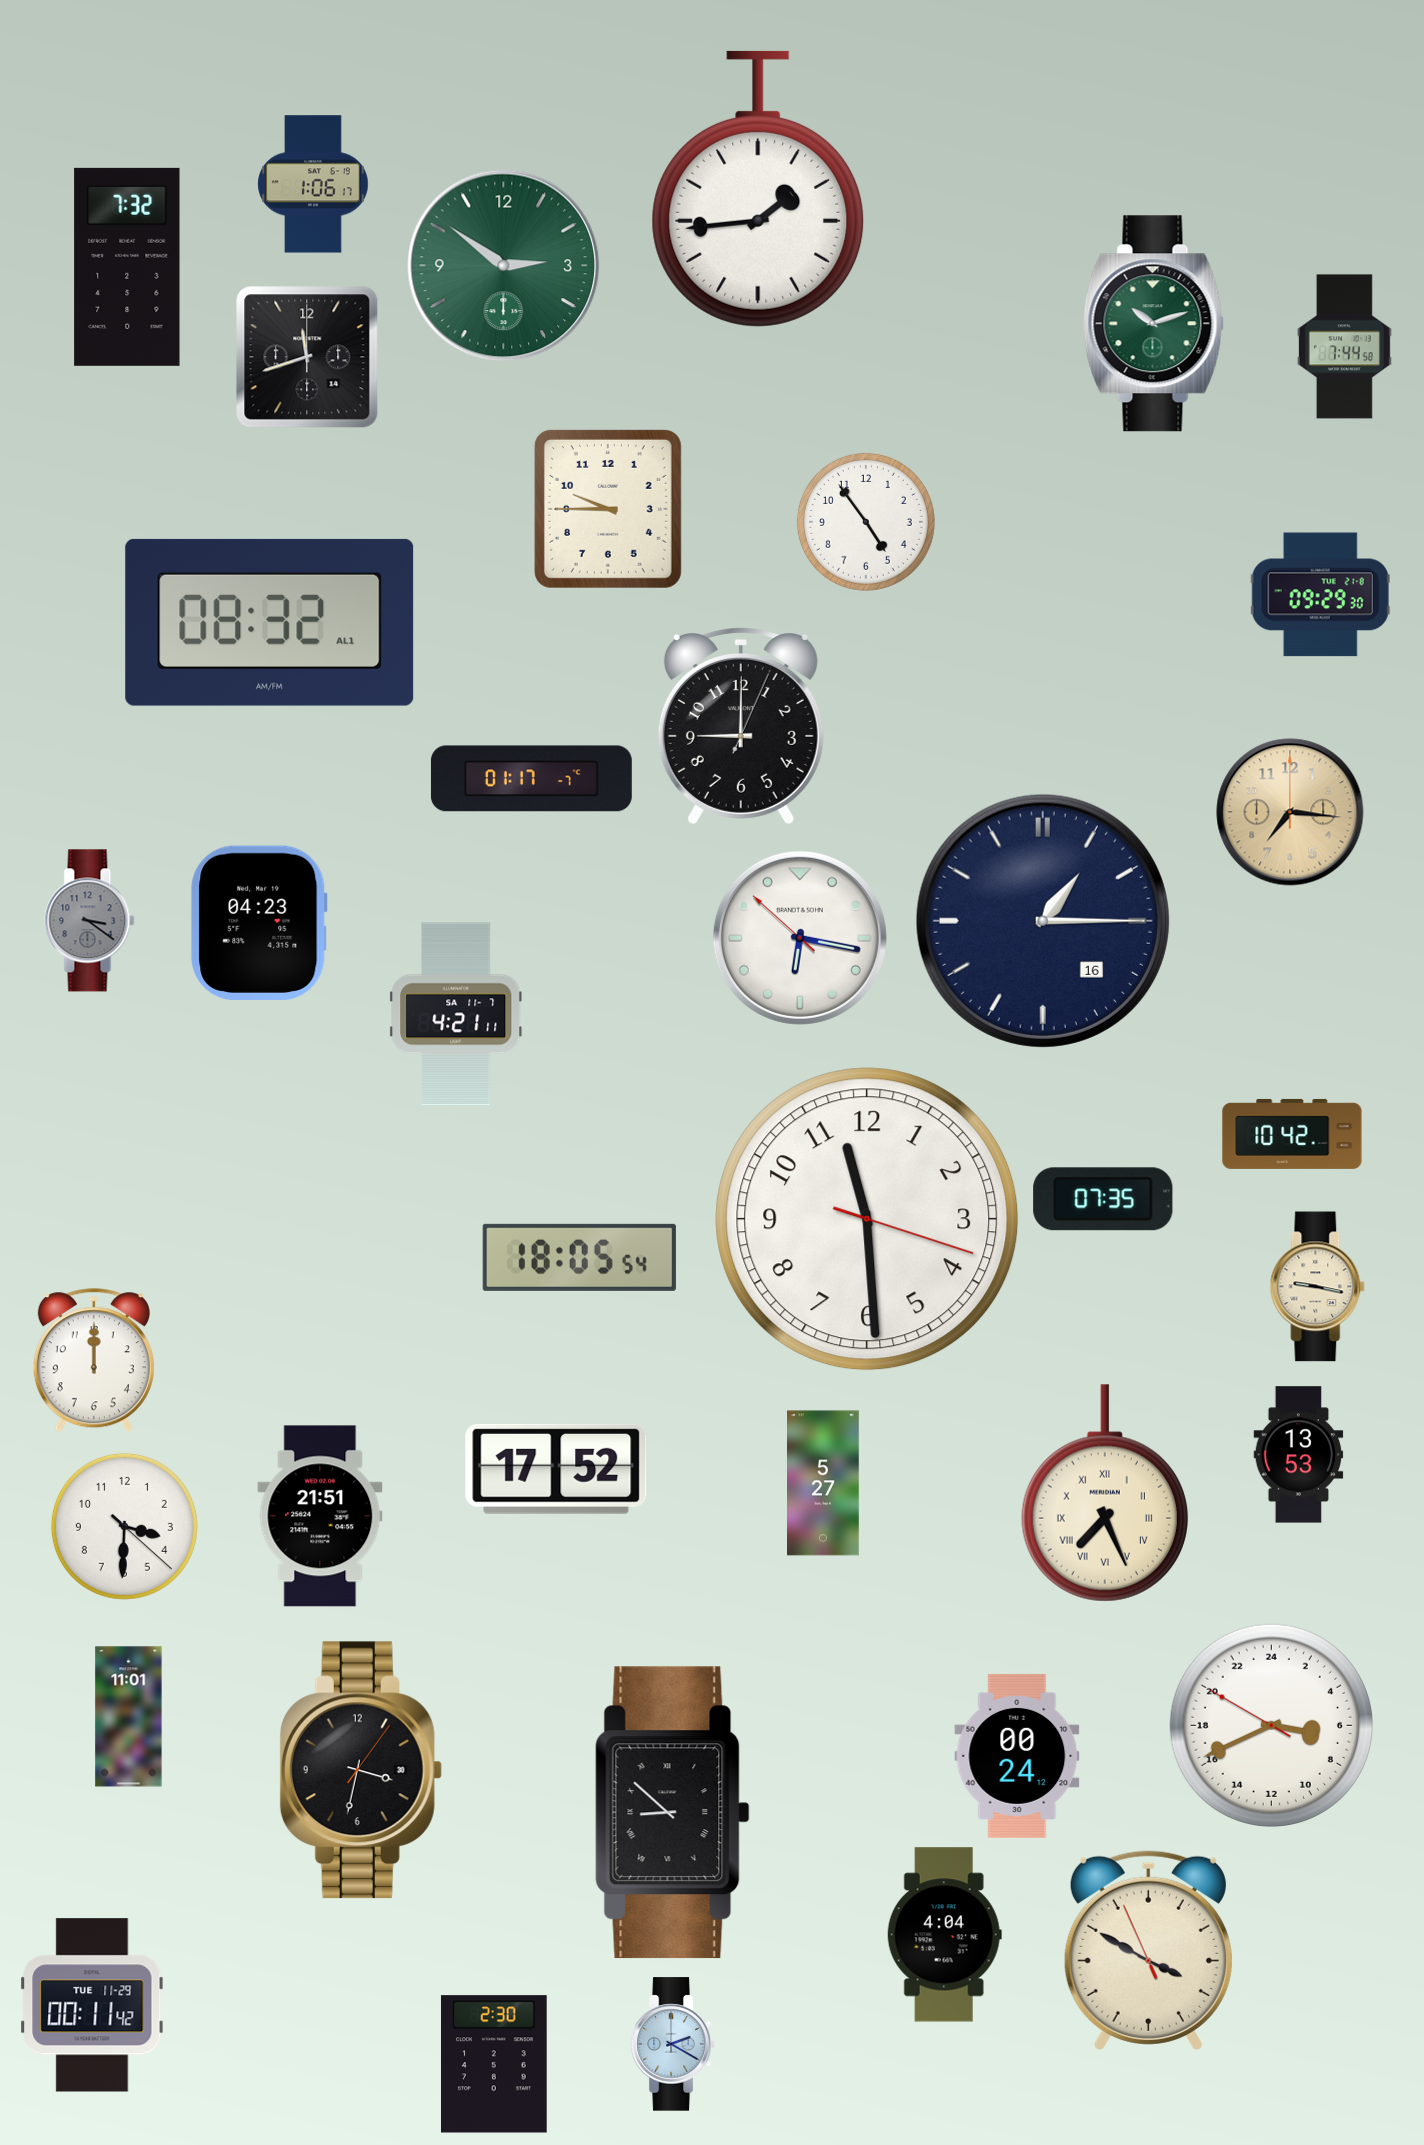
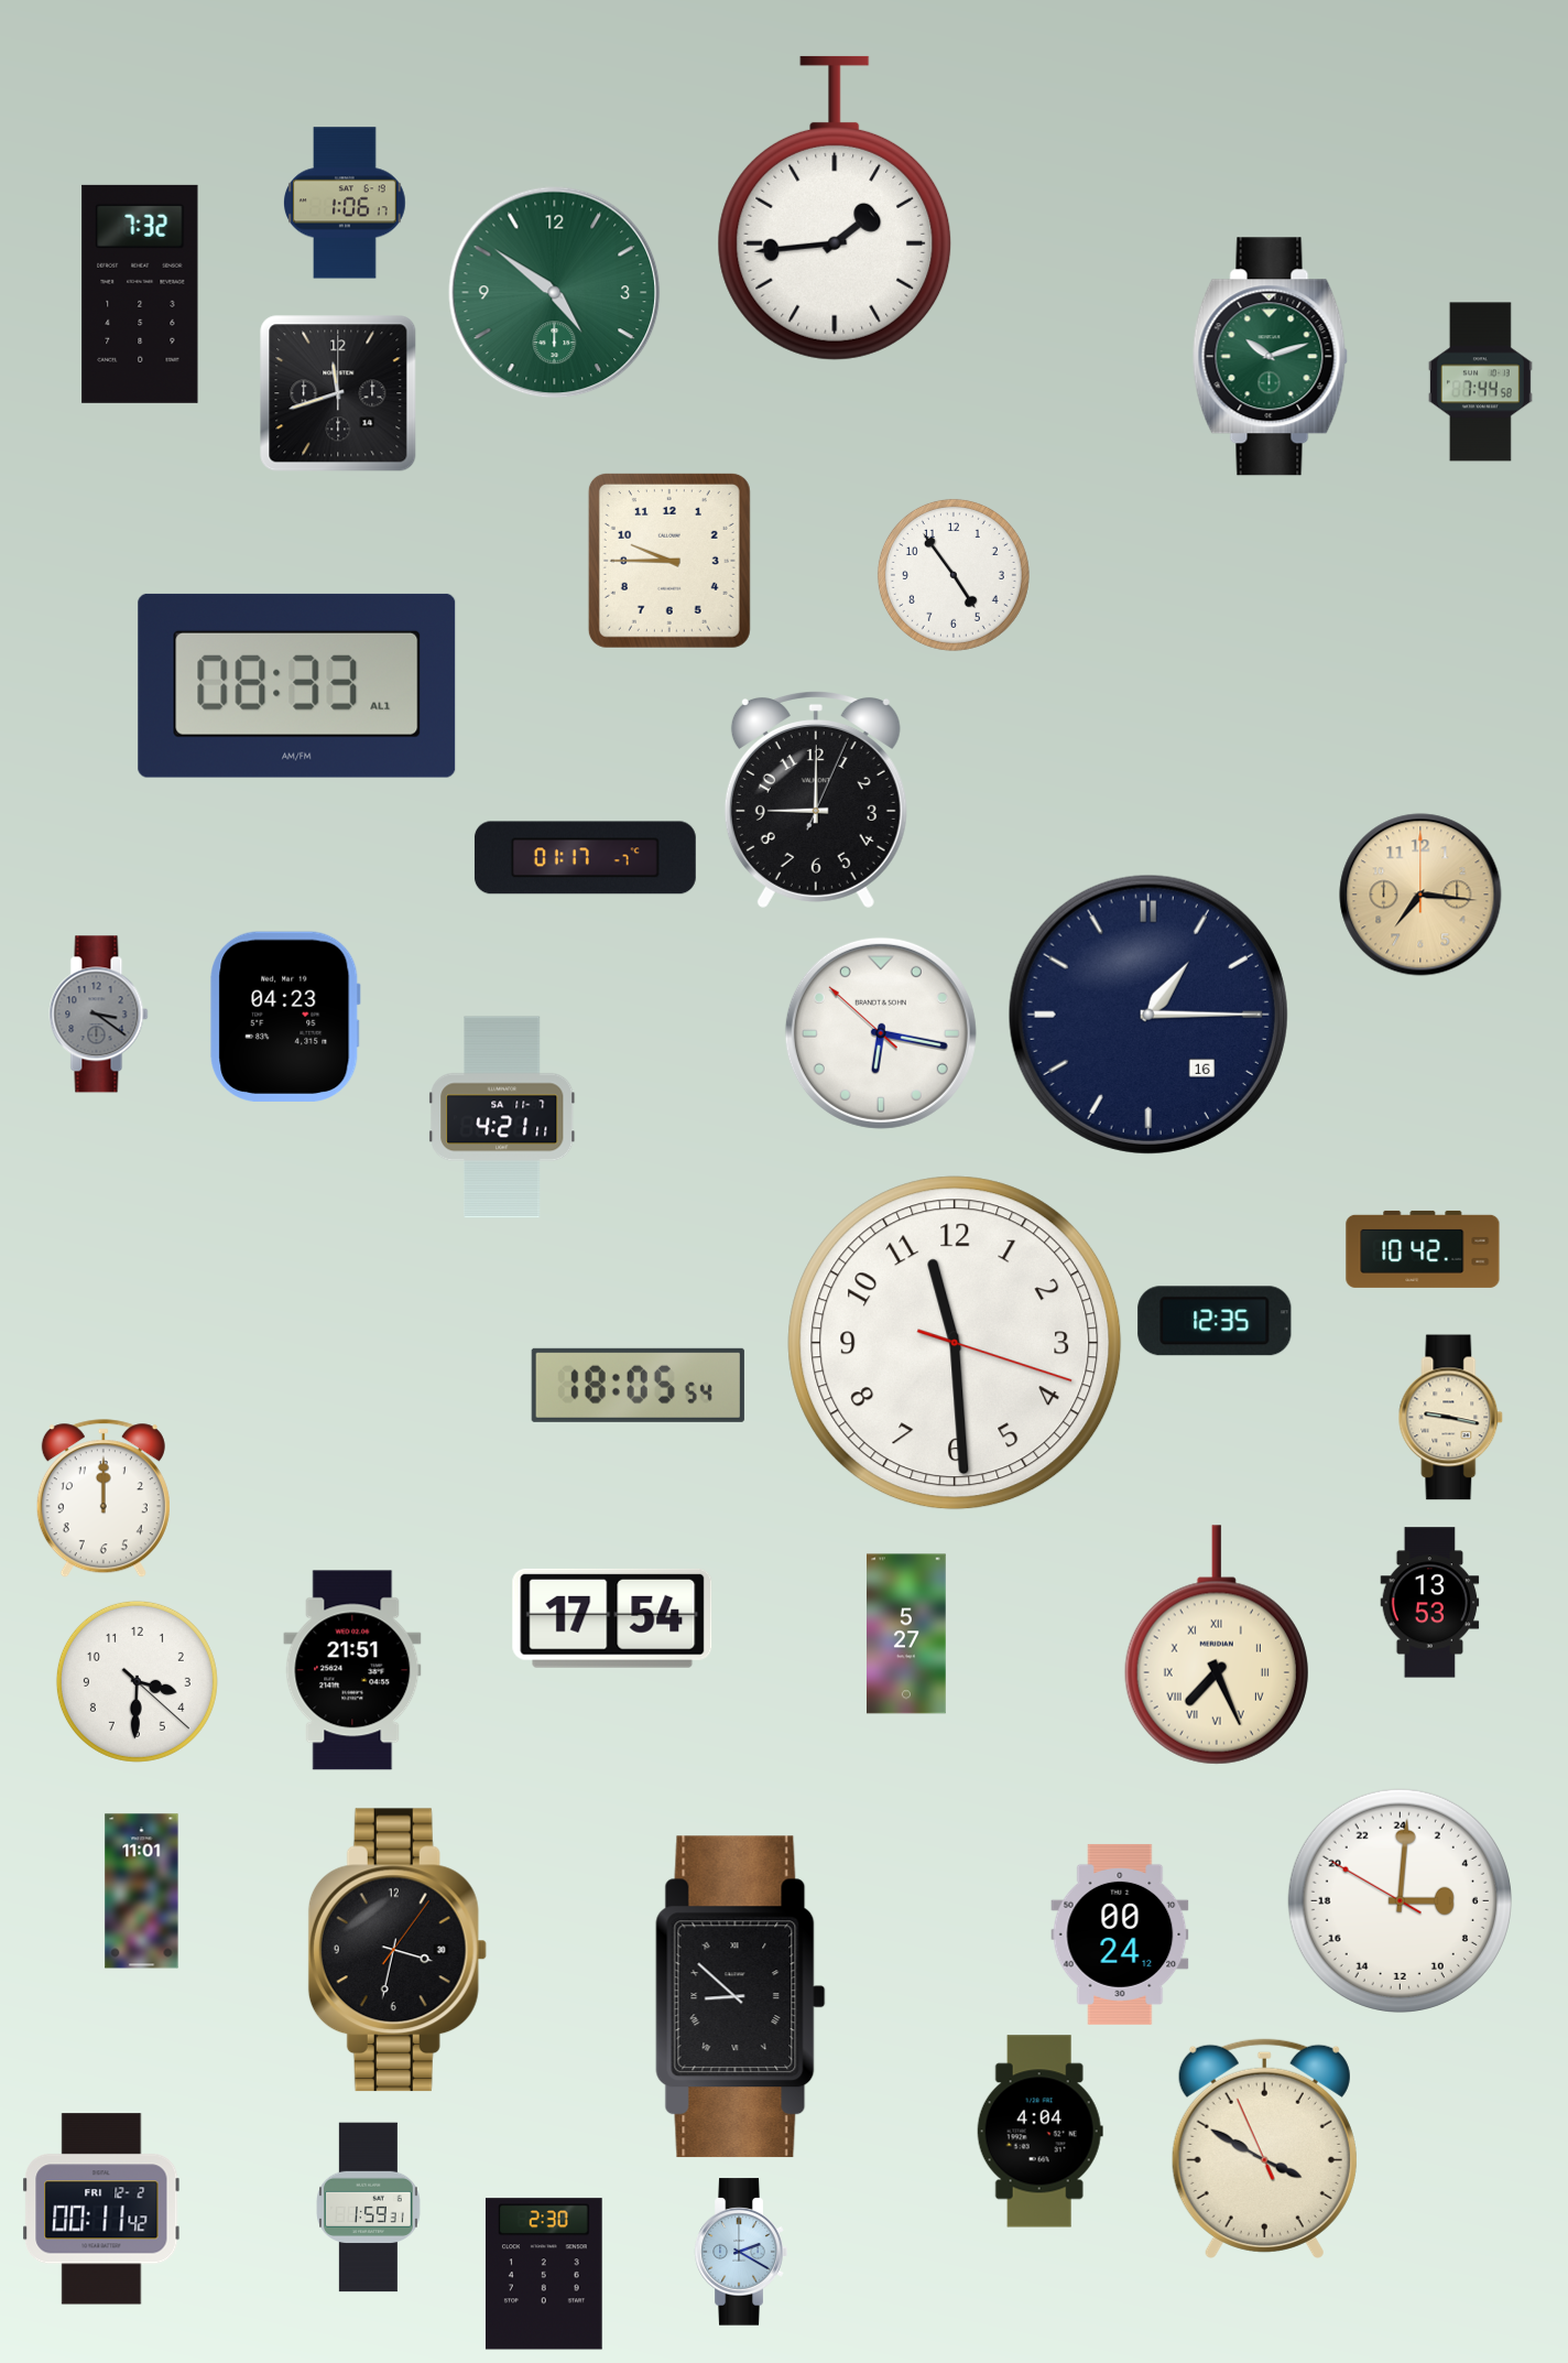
clock at (504, 266): 2:51 -> 4:51
clock at (1320, 595): 09:29 -> none
clock at (270, 622): 08:32 -> 08:33
clock at (1103, 1199): 07:35 -> 12:35
clock at (556, 1469): 17:52 -> 17:54
clock at (1271, 1725): 6:40 -> 6:00
clock at (369, 2208): none -> 1:59
clock at (92, 2005) date: TUE 11-29 -> FRI 12-2
